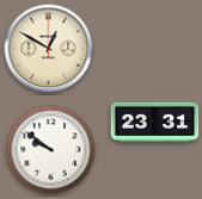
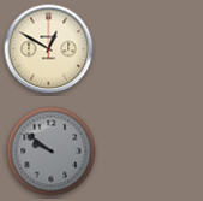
clock at (155, 122): 23:31 -> none
clock at (51, 150) dial: white -> grey
